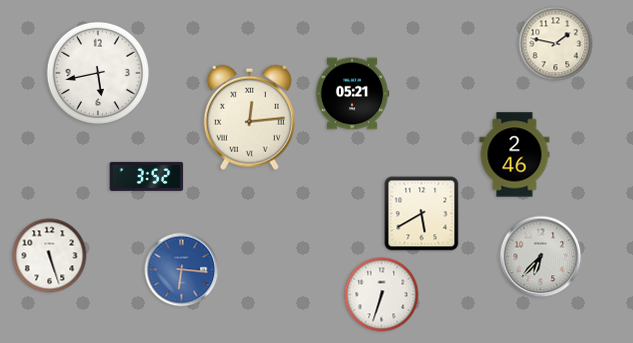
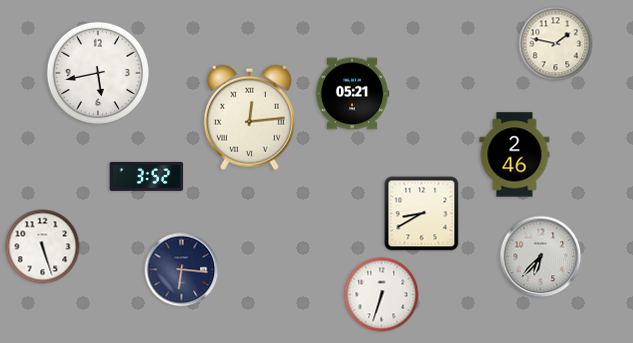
clock at (422, 214): 5:40 -> 8:40
clock at (50, 256) position: (50, 256) -> (43, 247)
clock at (182, 270) dial: blue -> navy
